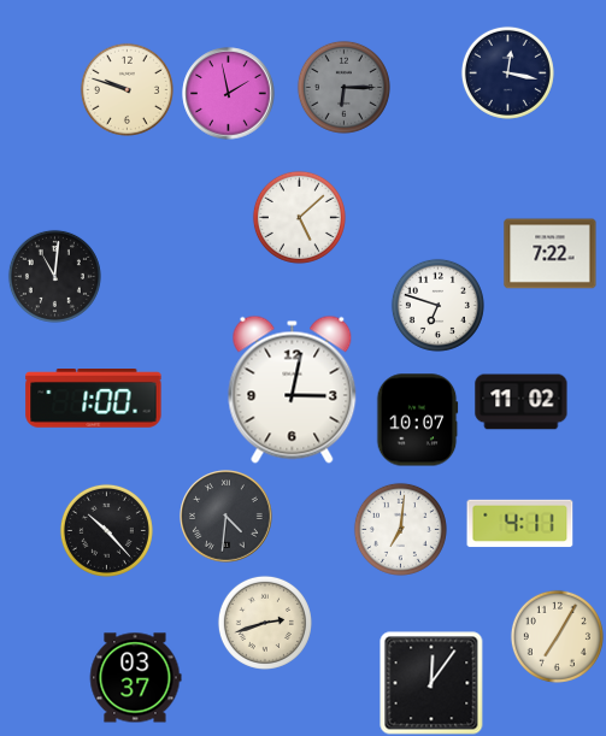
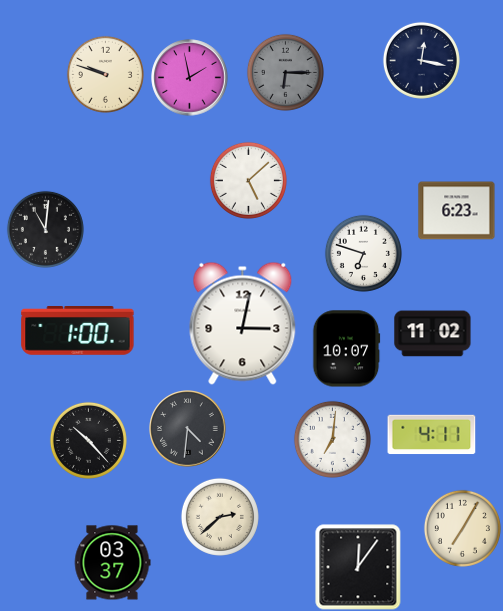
clock at (551, 254): 7:22 -> 6:23
clock at (265, 623): 2:42 -> 2:38
